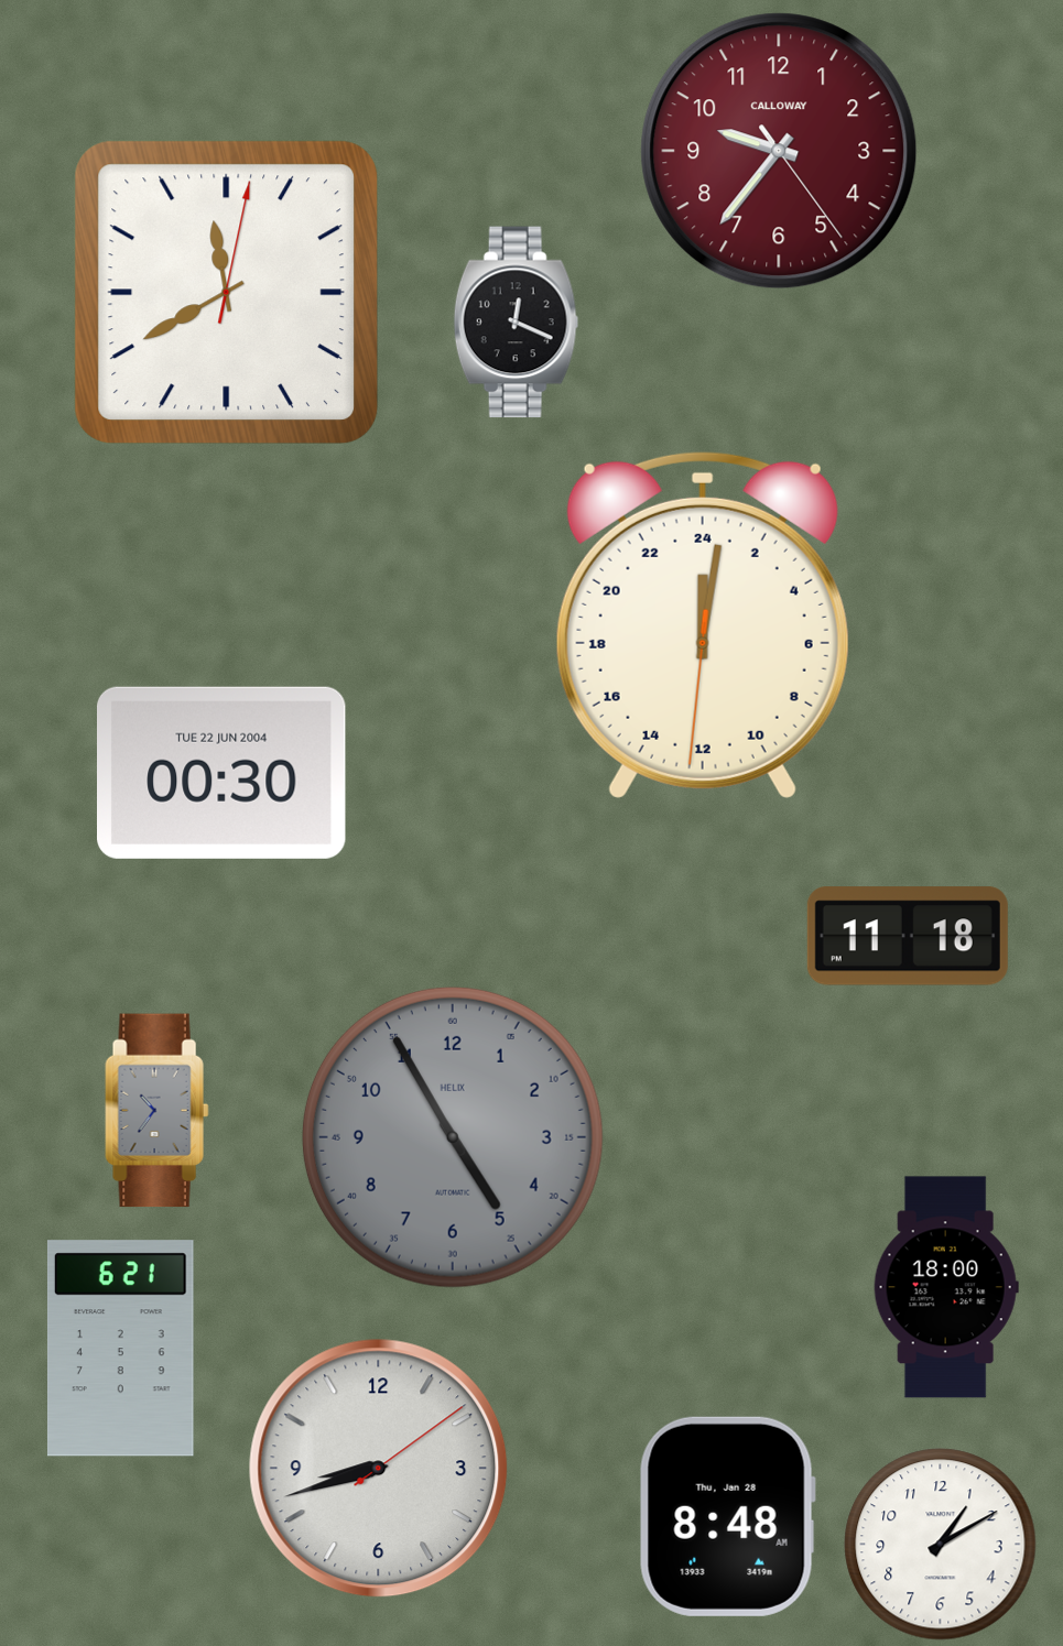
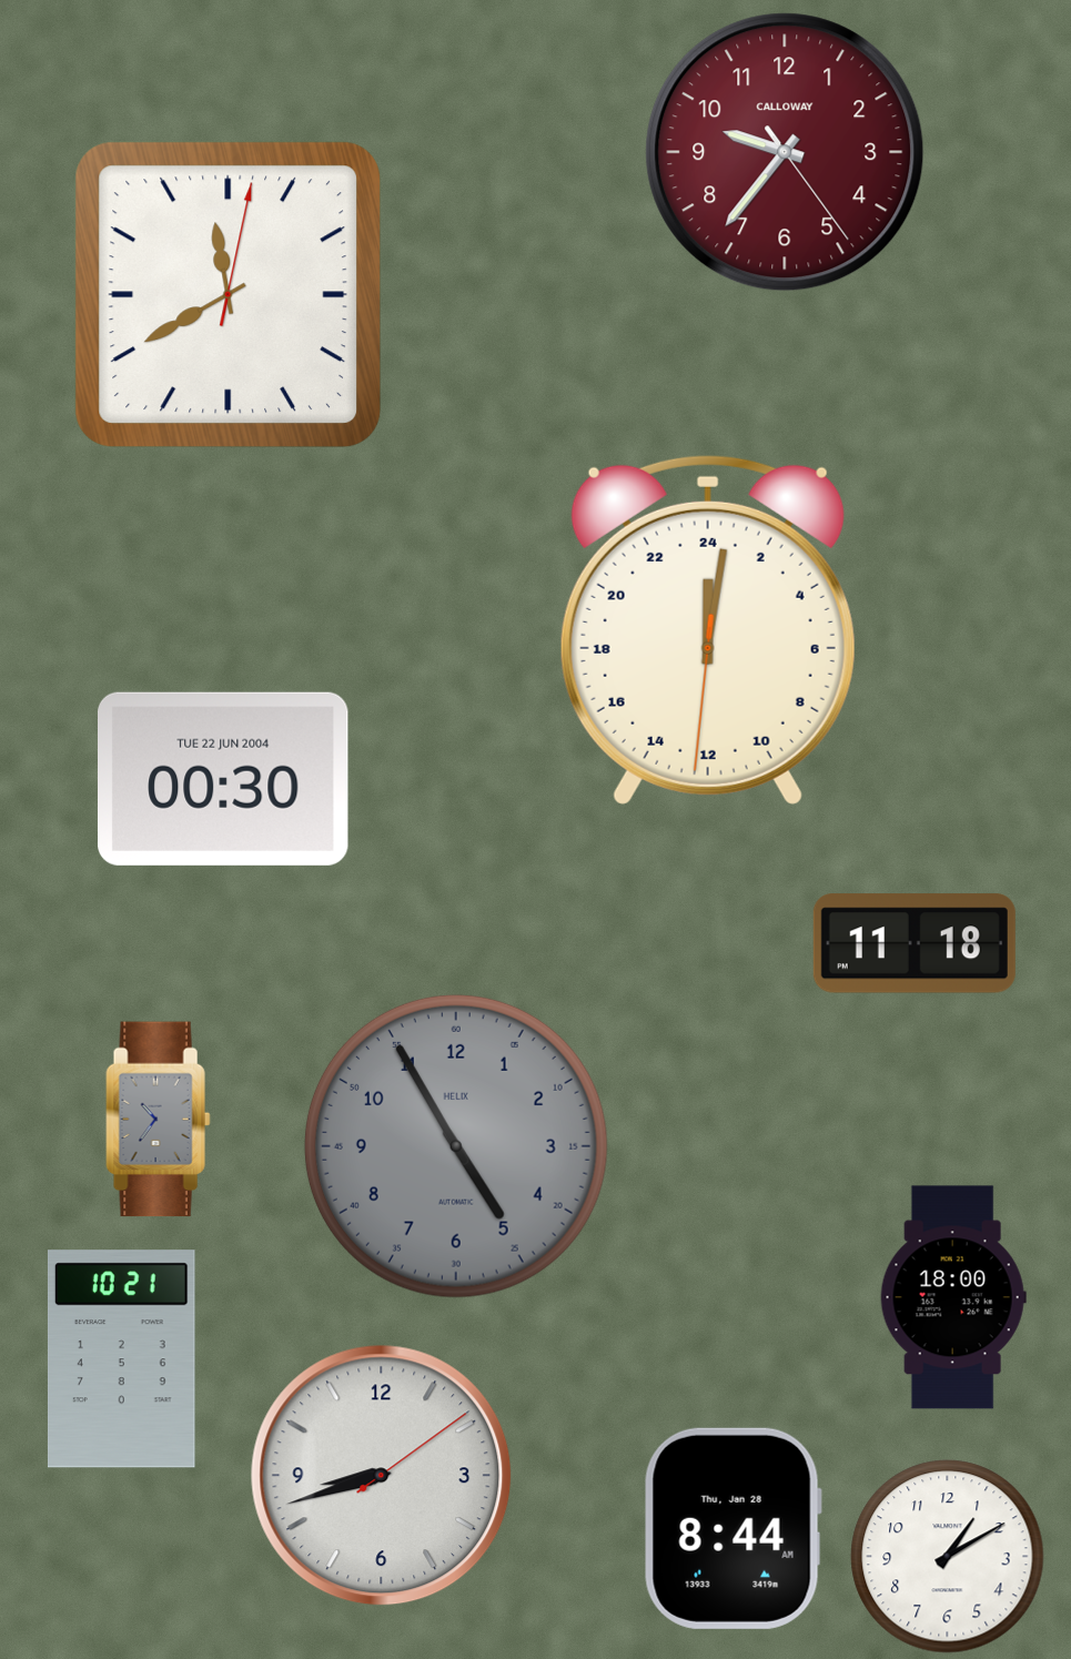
clock at (517, 323): 12:19 -> none
clock at (120, 1349): 6:21 -> 10:21
clock at (379, 1469) position: (379, 1469) -> (382, 1476)
clock at (727, 1516): 8:48 -> 8:44
